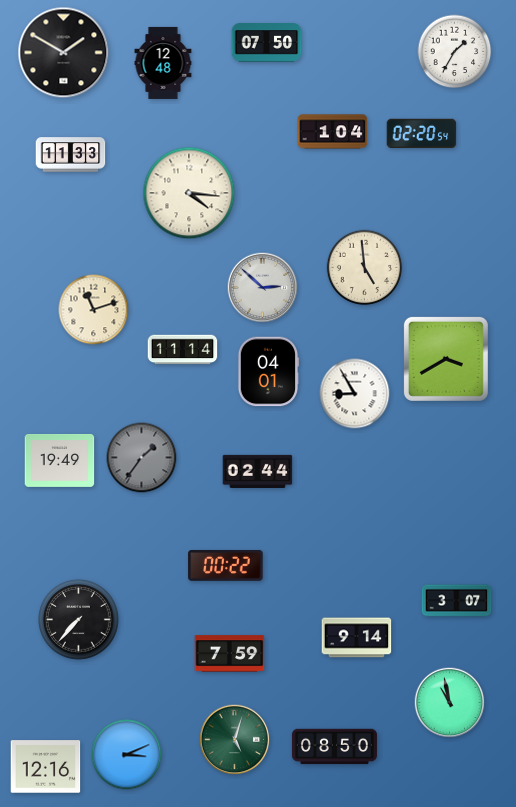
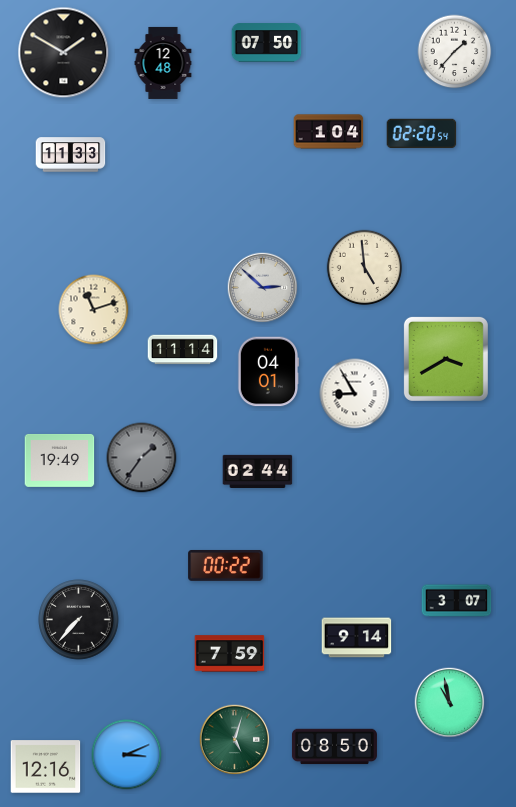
clock at (455, 52): 1:35 -> 1:37
clock at (333, 132) position: (333, 132) -> (329, 132)
clock at (189, 193): 4:16 -> none
